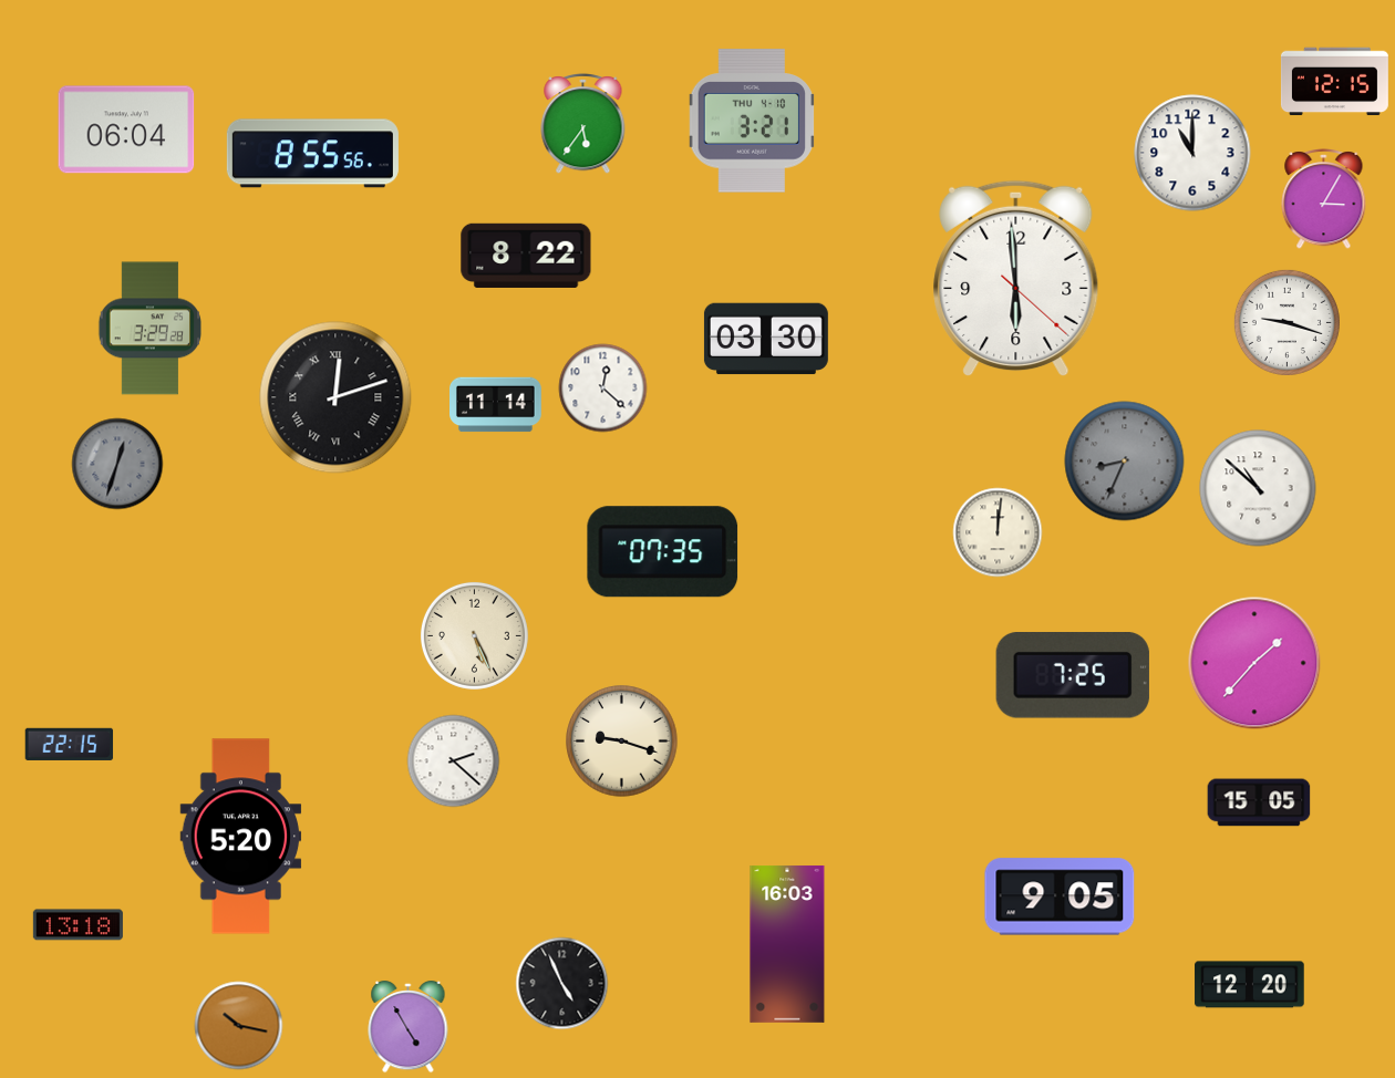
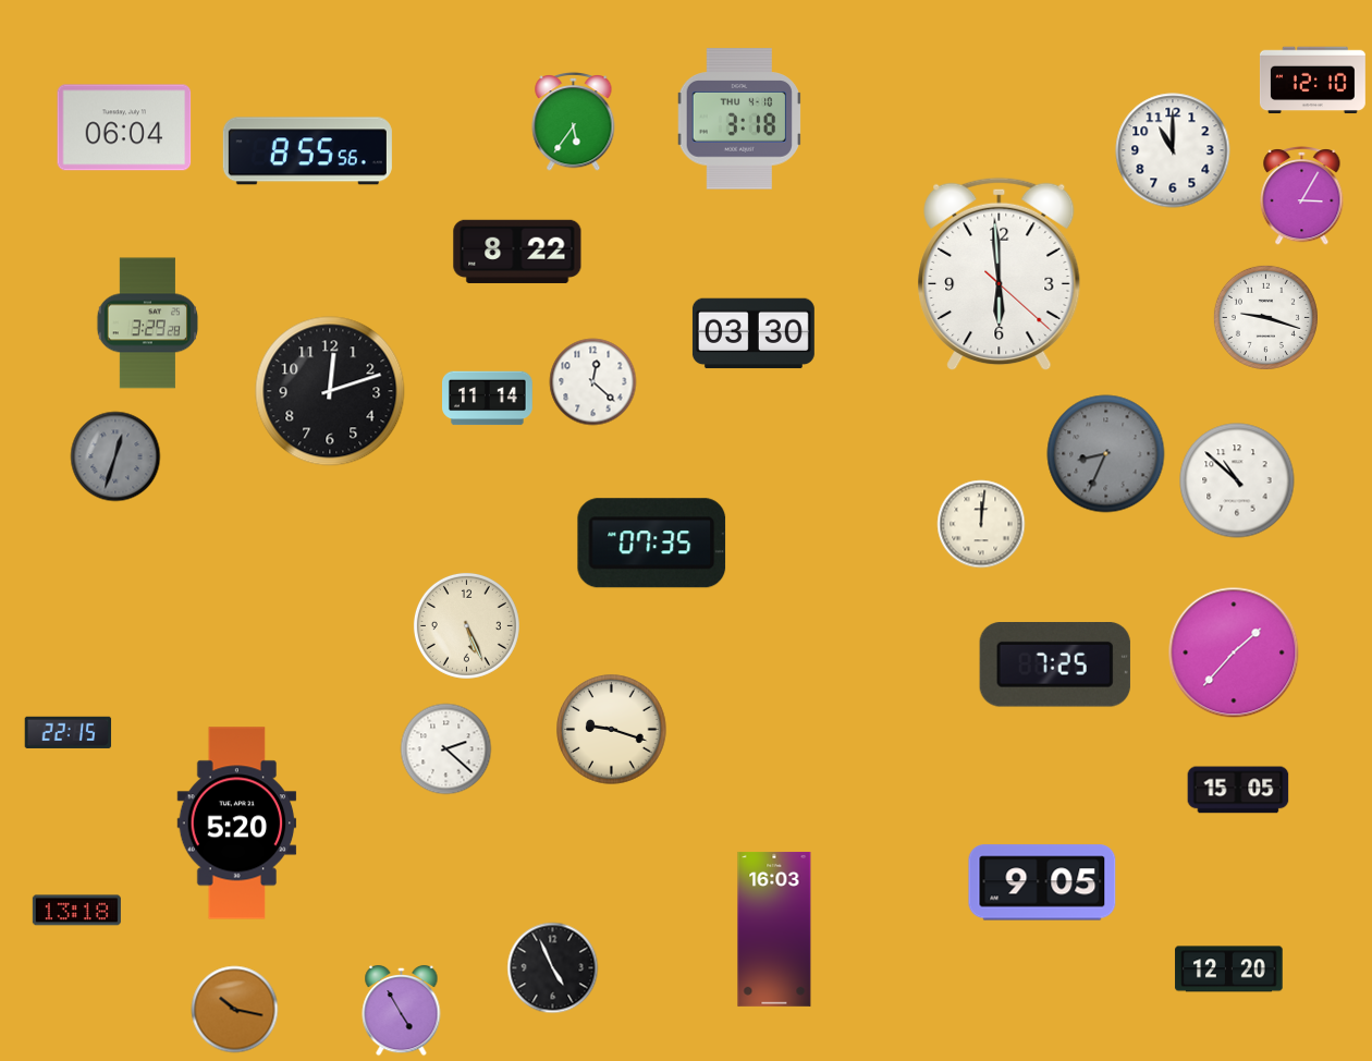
clock at (1334, 82): 12:15 -> 12:10
clock at (752, 121): 3:21 -> 3:18
clock at (335, 397) numerals: Roman -> Arabic
